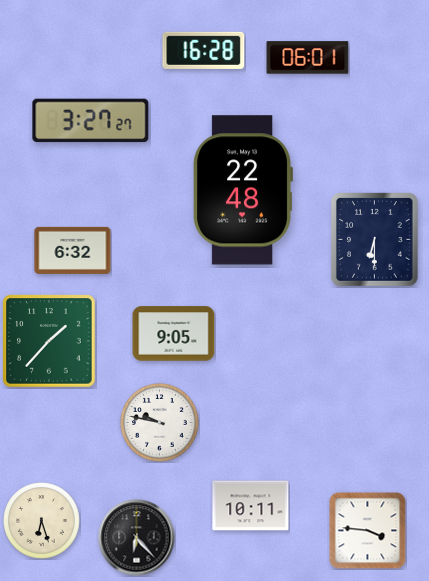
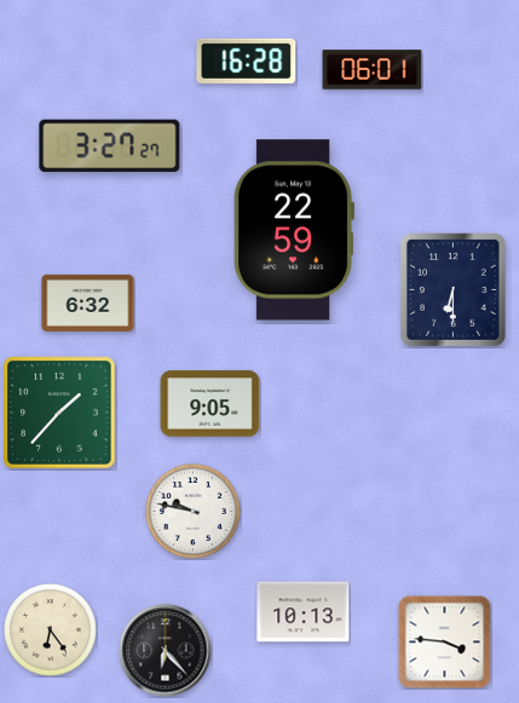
clock at (243, 190): 22:48 -> 22:59
clock at (251, 506): 10:11 -> 10:13
clock at (42, 521): 6:27 -> 6:24
